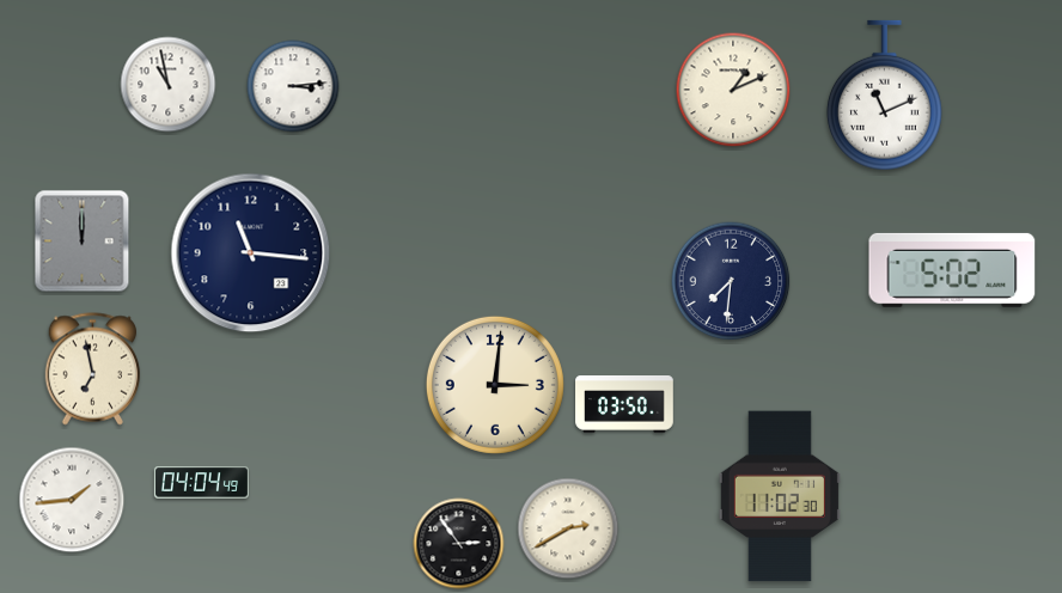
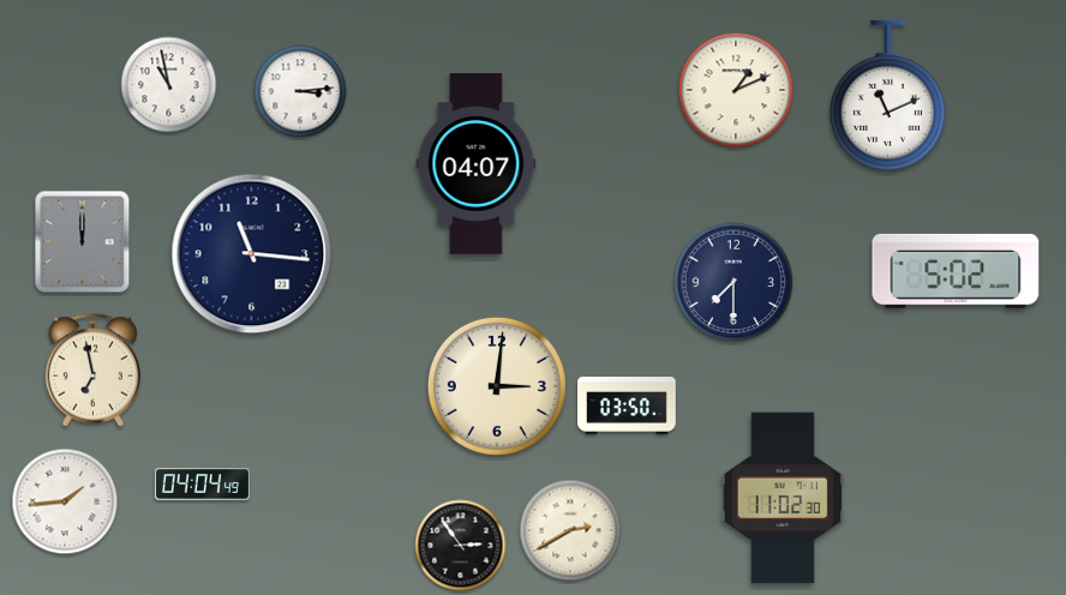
clock at (293, 86) position: (293, 86) -> (300, 91)
clock at (477, 164): none -> 04:07
clock at (731, 281): 7:31 -> 7:30
clock at (72, 500) position: (72, 500) -> (65, 501)
